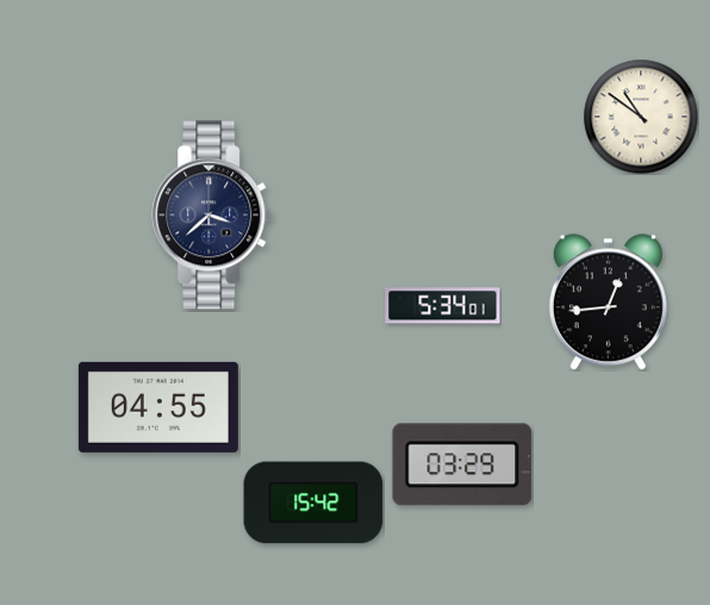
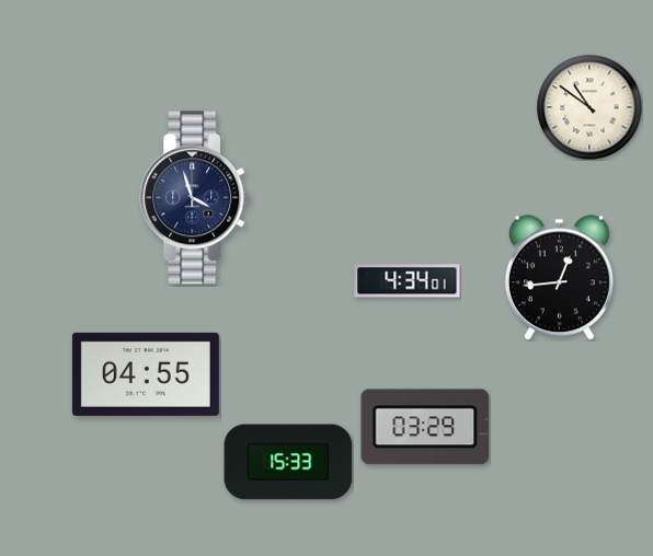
clock at (212, 216): 3:38 -> 3:57
clock at (443, 306): 5:34 -> 4:34
clock at (313, 503): 15:42 -> 15:33
